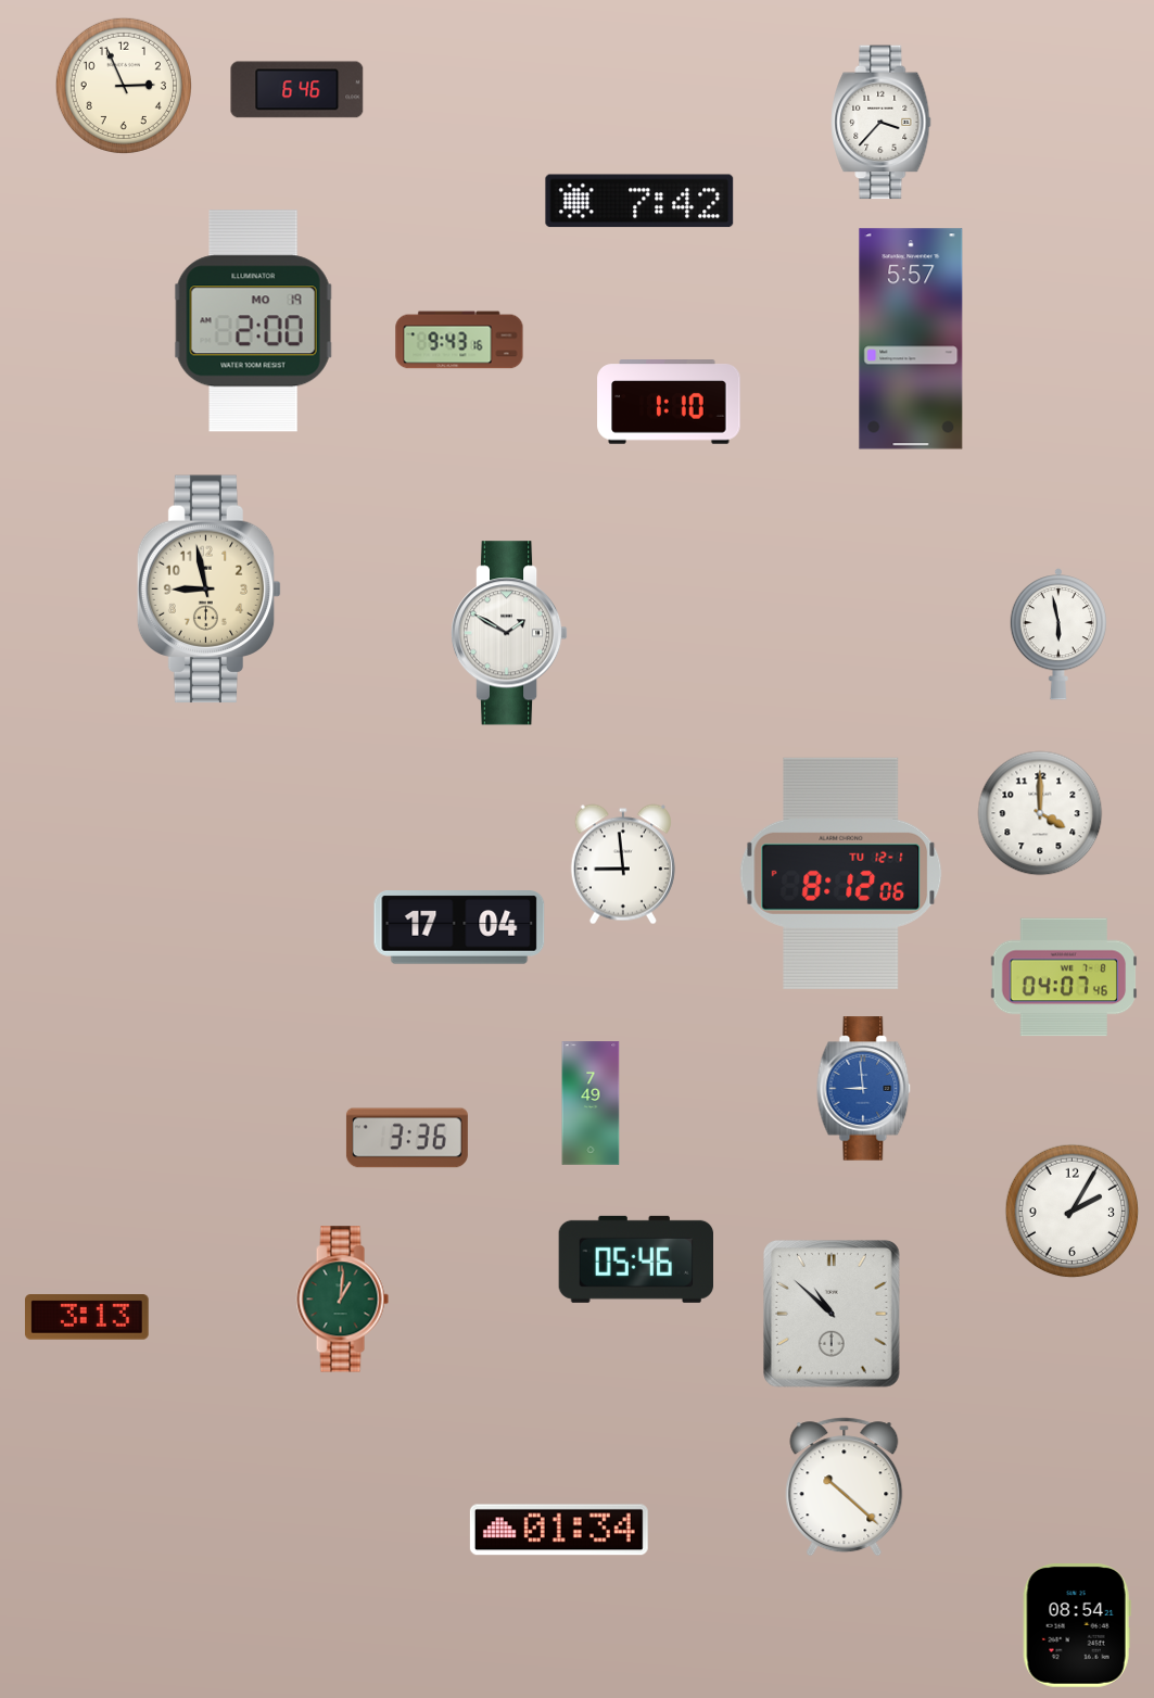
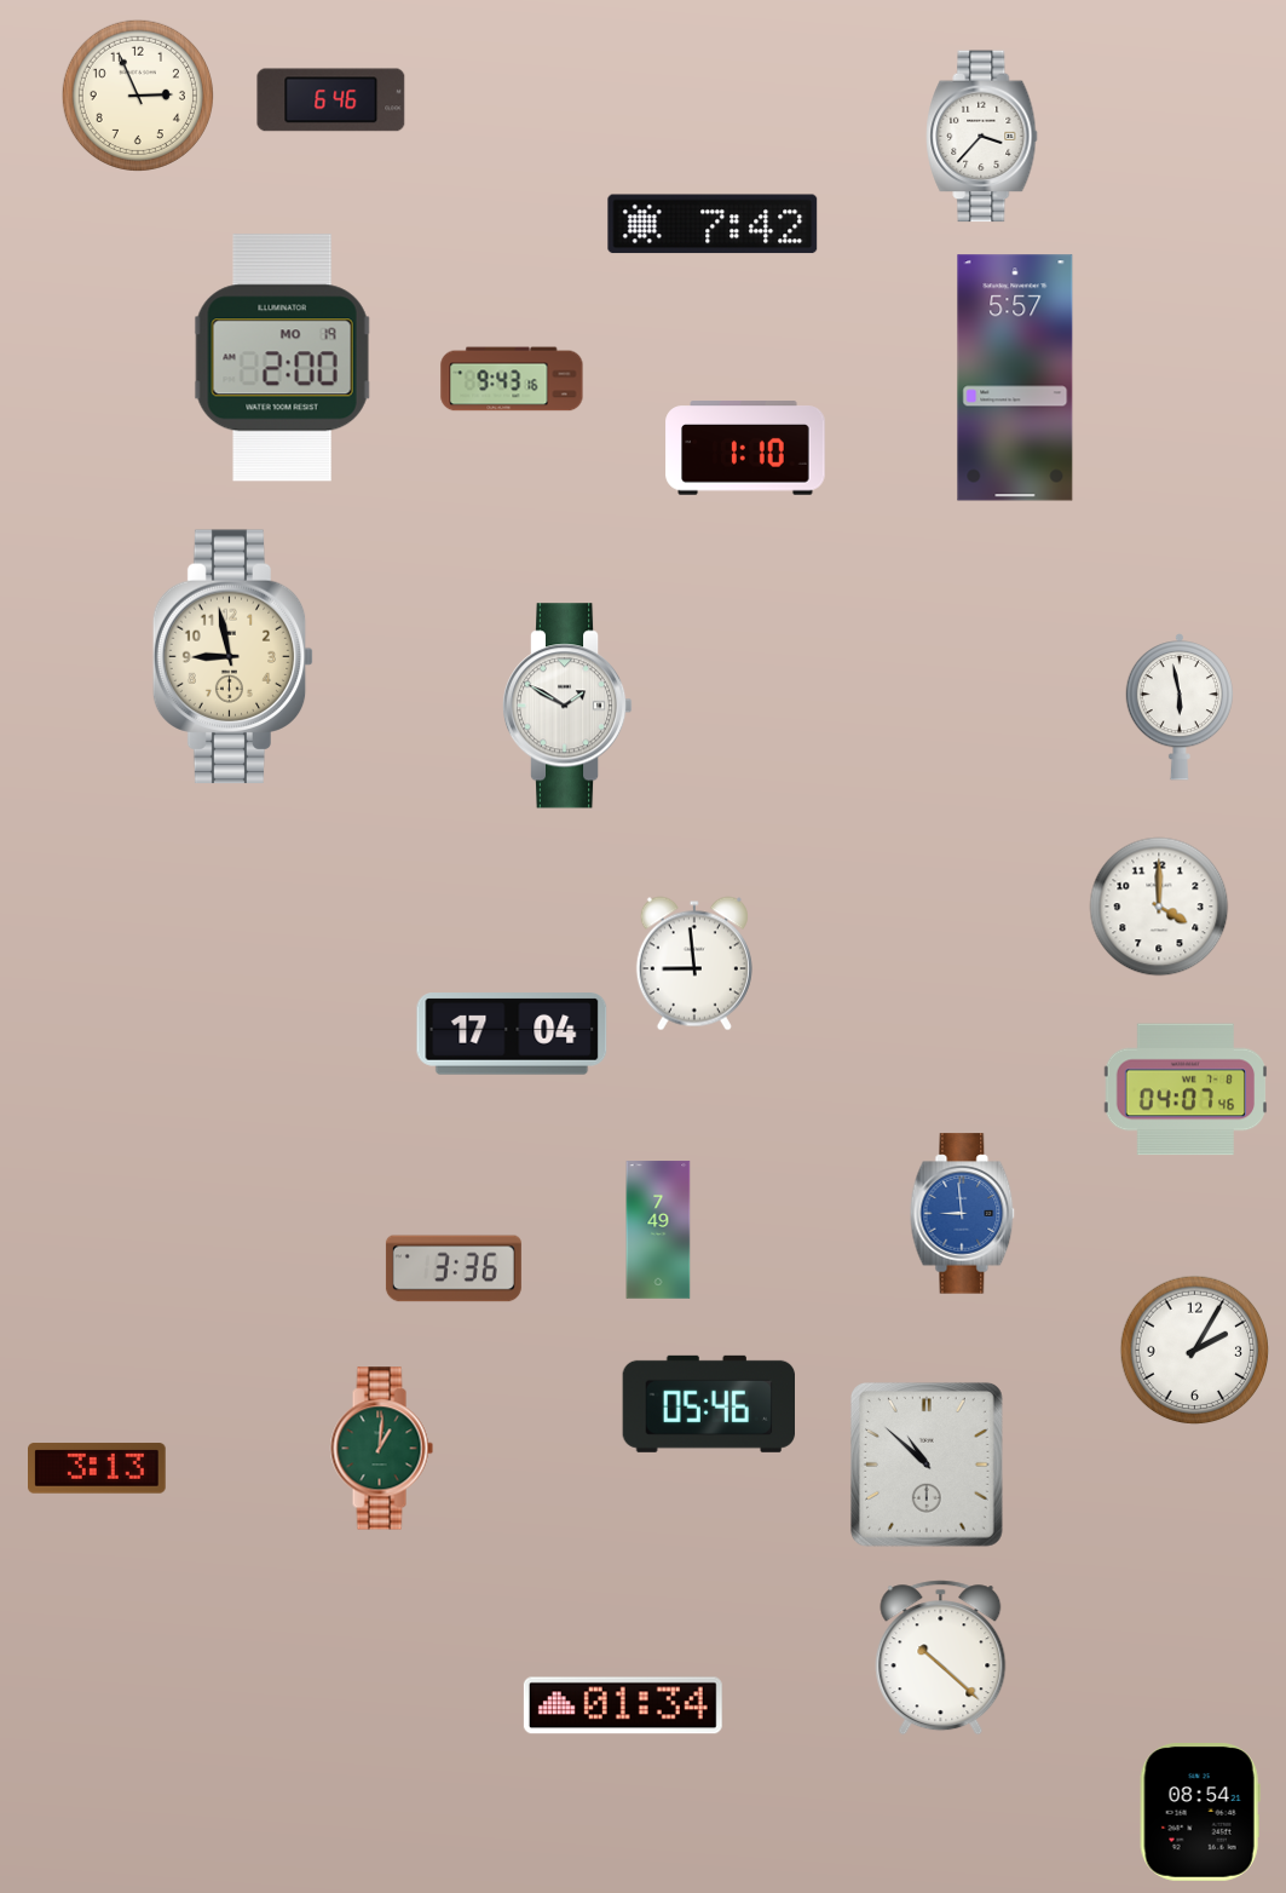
clock at (841, 873): 8:12 -> none
